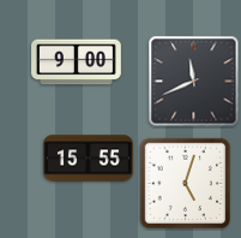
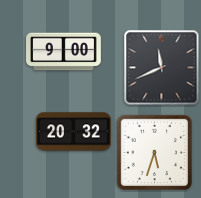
clock at (89, 159): 15:55 -> 20:32
clock at (185, 183): 5:03 -> 5:33
